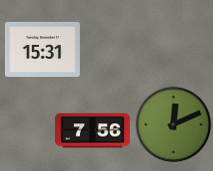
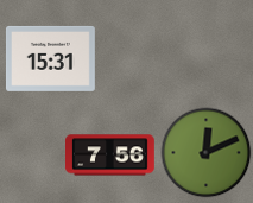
clock at (174, 125) position: (174, 125) -> (207, 153)
